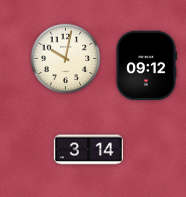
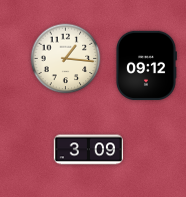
clock at (66, 59): 10:02 -> 1:16
clock at (88, 150): 3:14 -> 3:09
